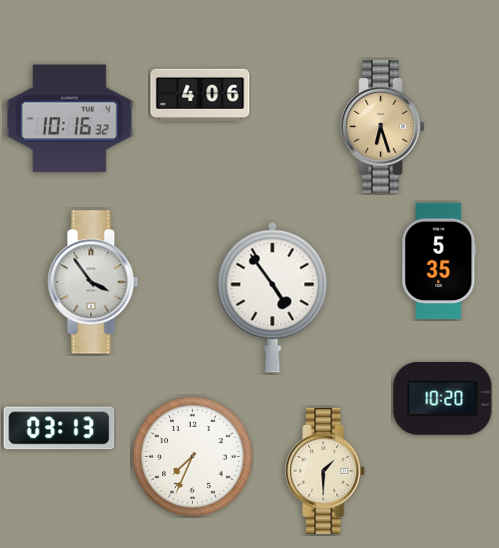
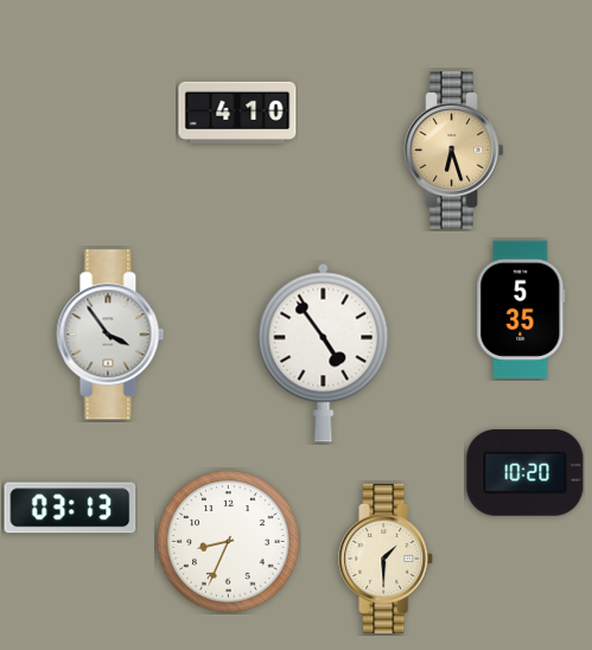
clock at (200, 94): 4:06 -> 4:10
clock at (69, 119): 10:16 -> none
clock at (193, 457): 7:34 -> 8:34
